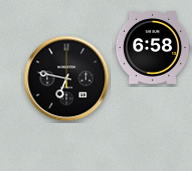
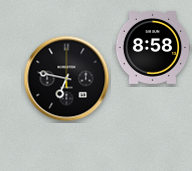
clock at (153, 48): 6:58 -> 8:58
